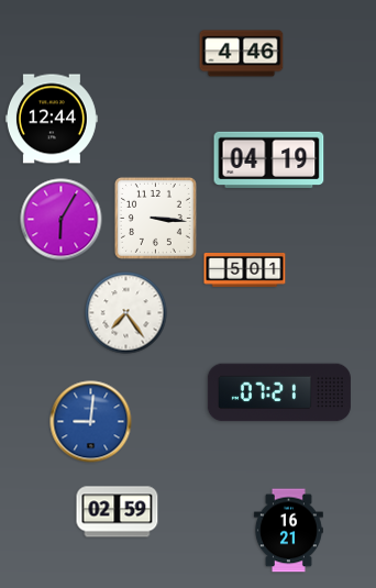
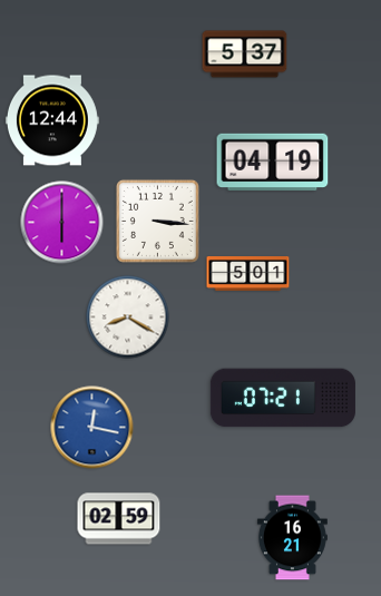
clock at (242, 54): 4:46 -> 5:37
clock at (62, 220): 6:05 -> 6:00
clock at (126, 313): 7:24 -> 8:20
clock at (91, 422): 9:01 -> 12:17
